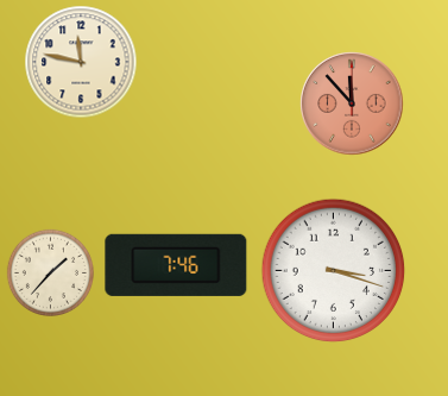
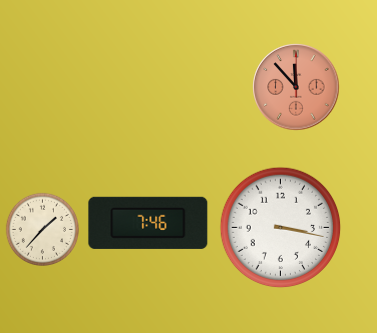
clock at (81, 62): 11:47 -> none
clock at (334, 271): 3:18 -> 3:17
